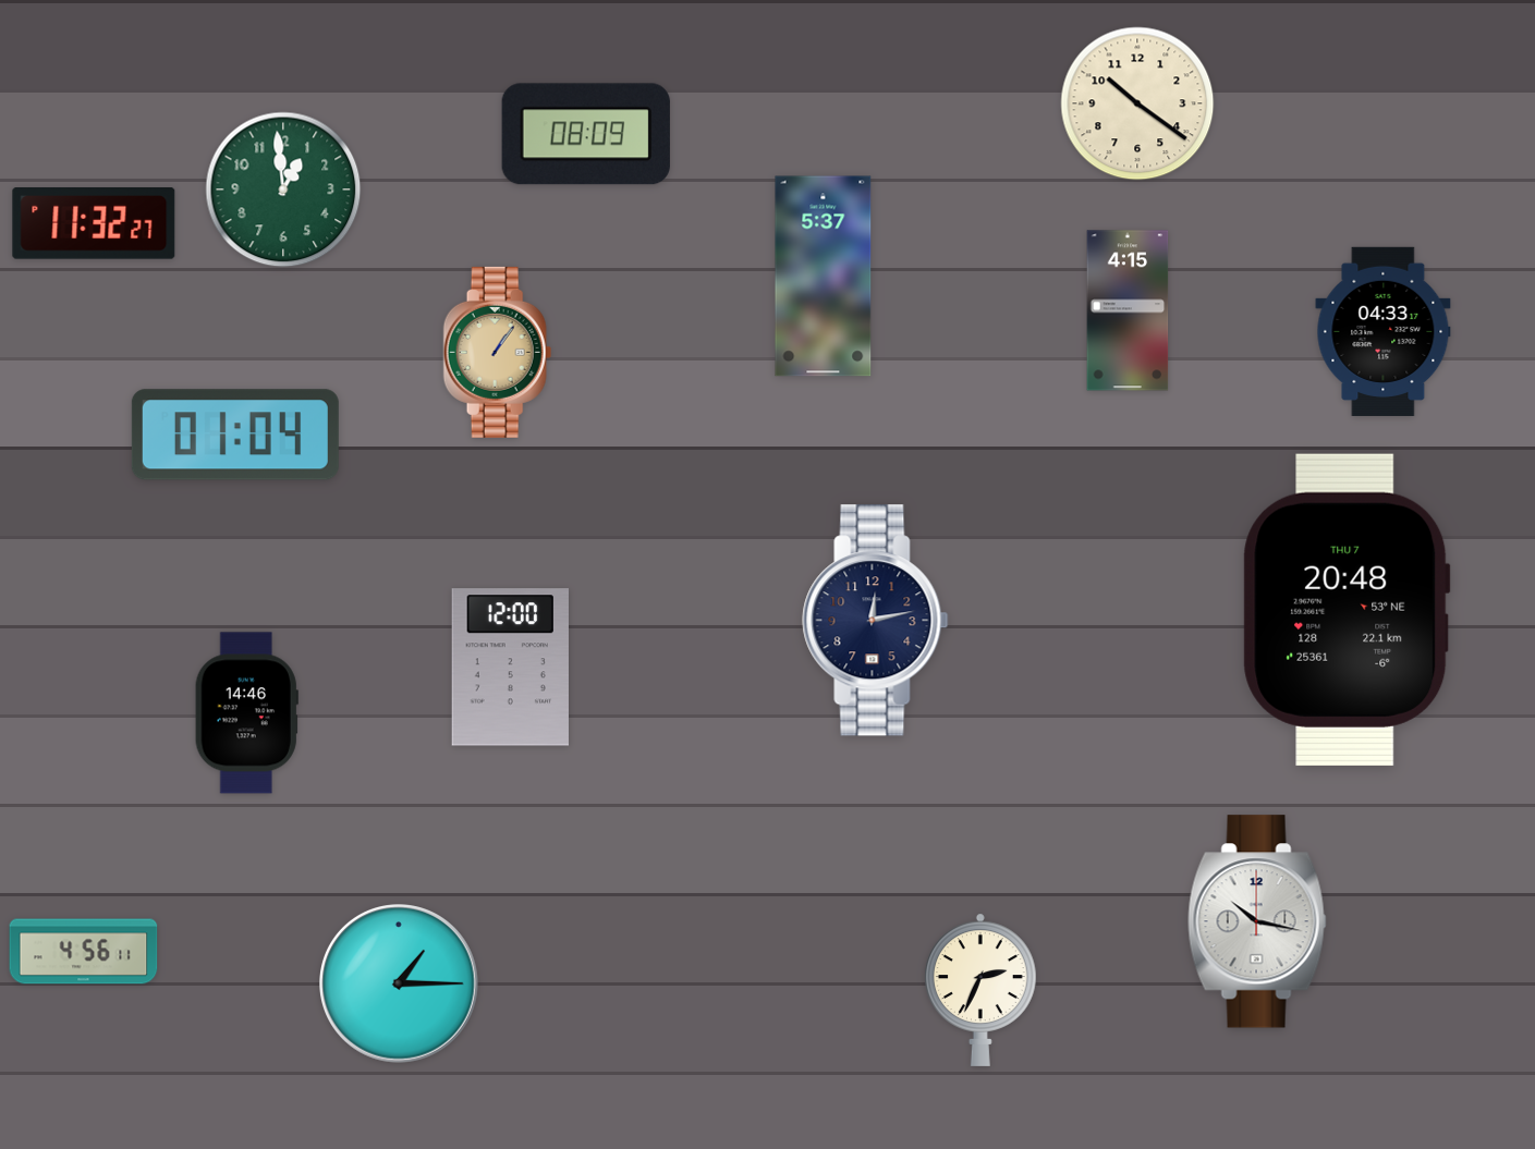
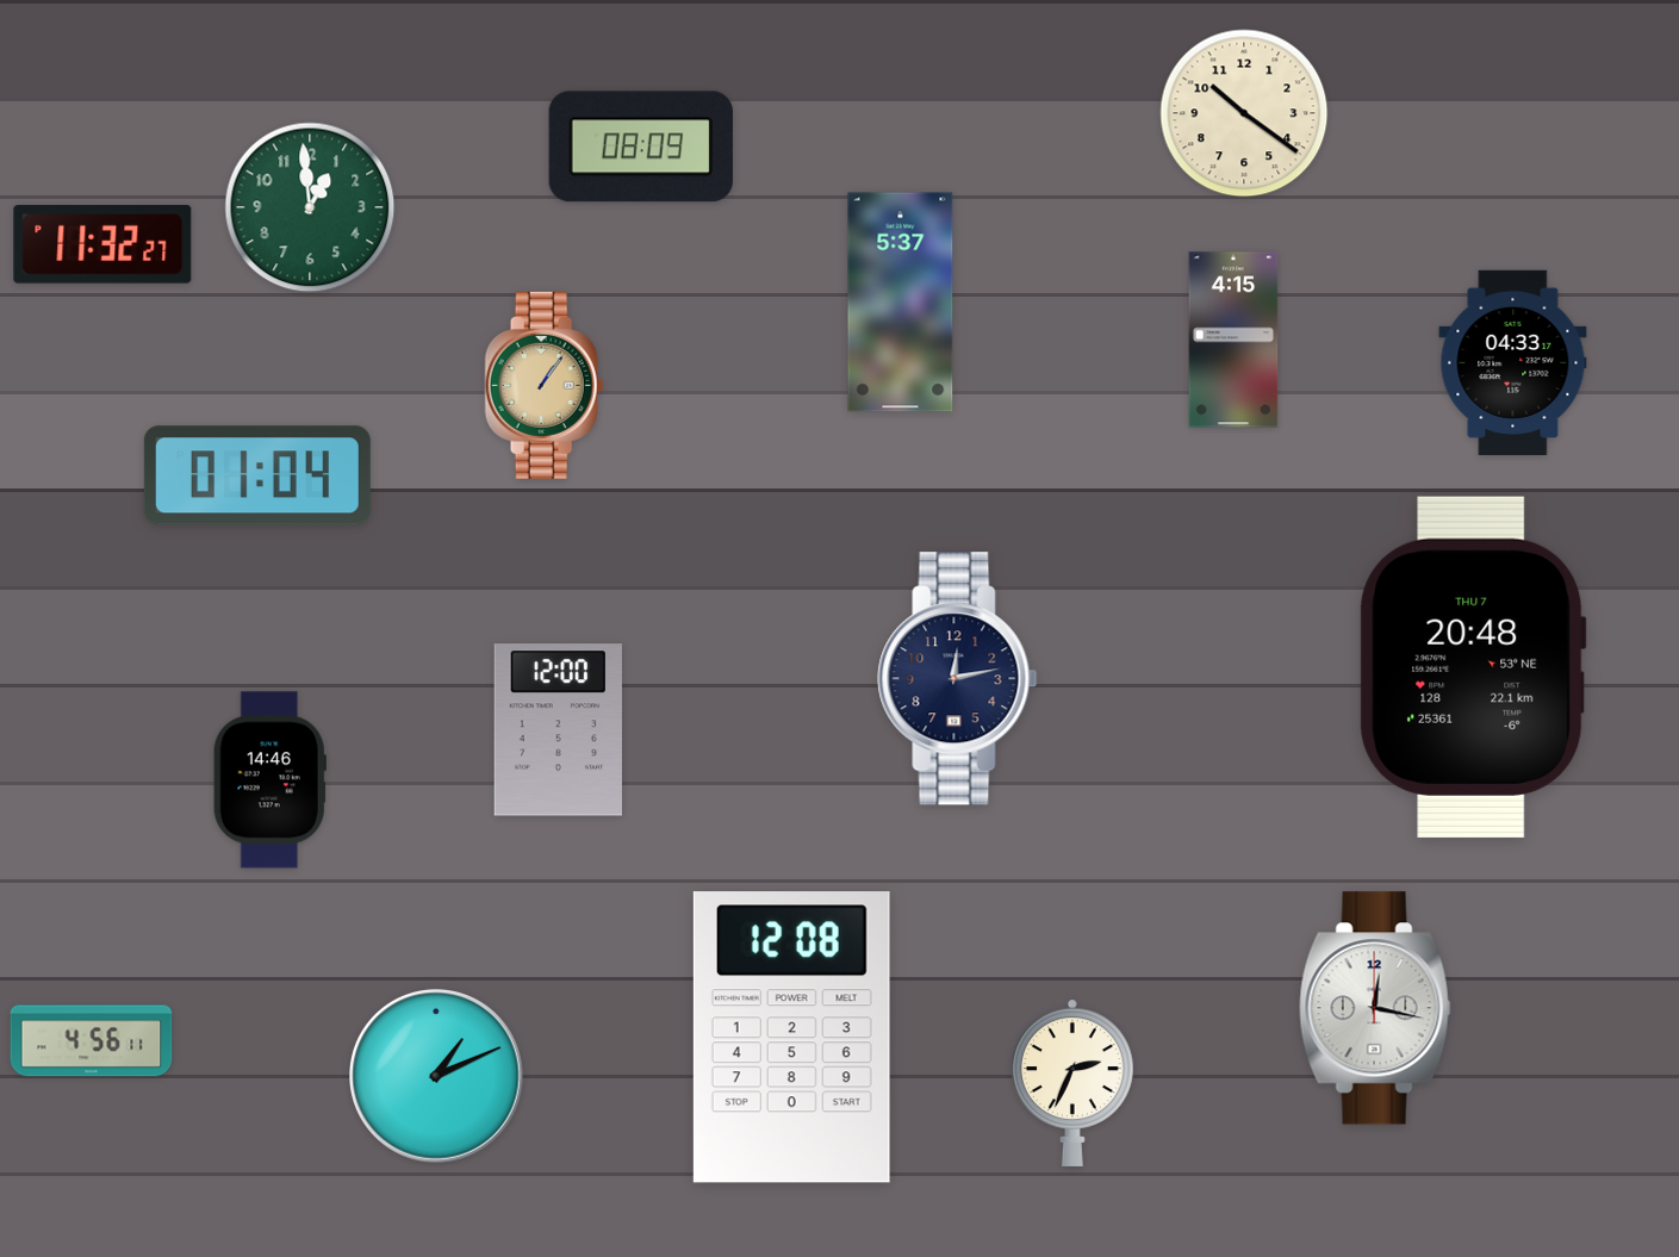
clock at (1257, 921): 10:17 -> 12:17
clock at (791, 1038): none -> 12:08
clock at (400, 985): 1:15 -> 1:11
